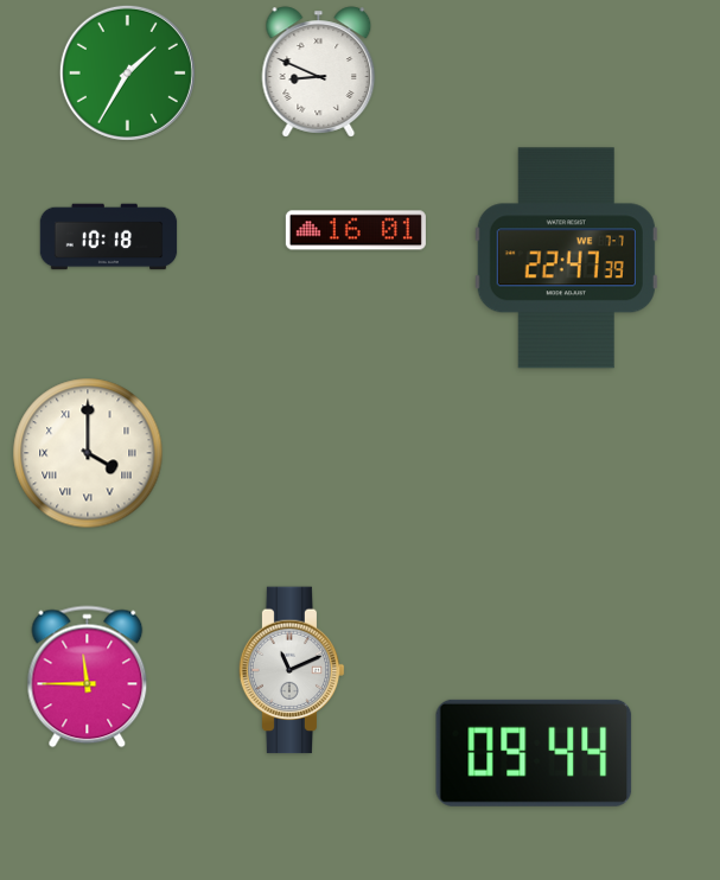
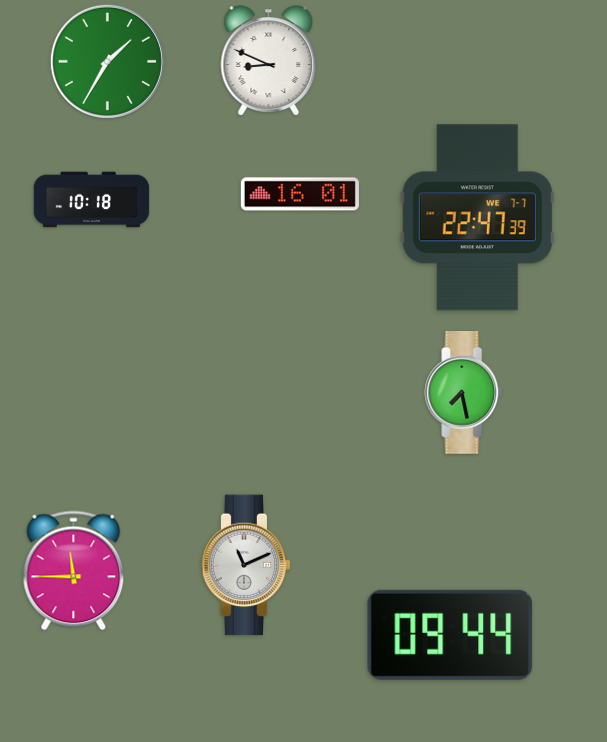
clock at (88, 453): 4:00 -> none
clock at (464, 393): none -> 7:28
